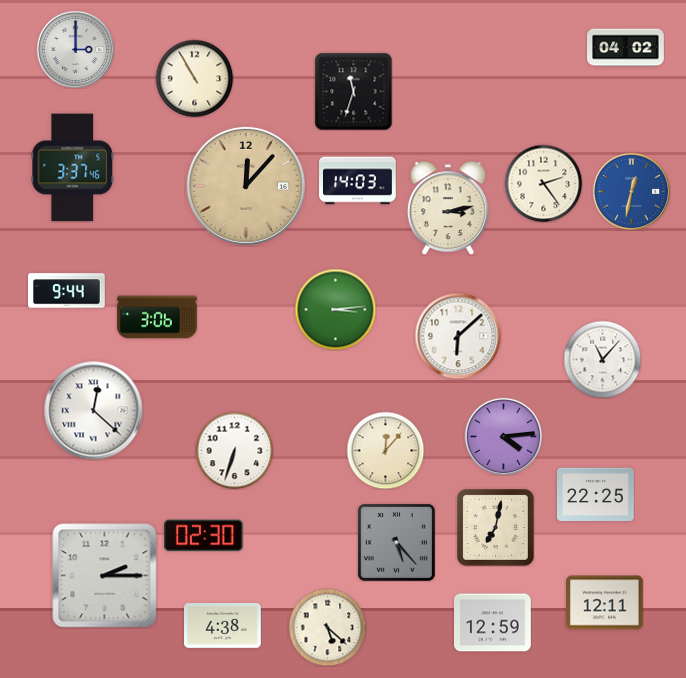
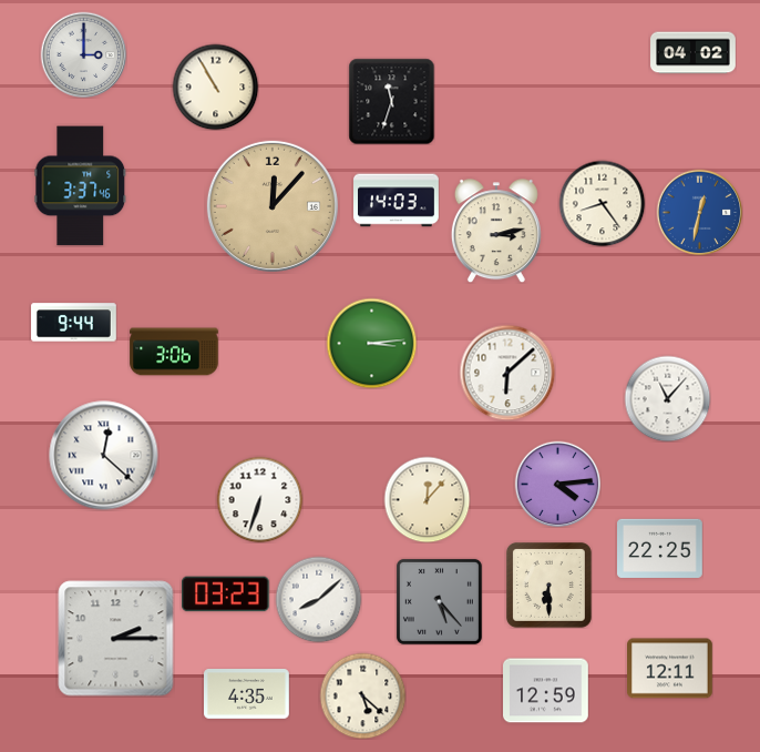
clock at (543, 183): 2:24 -> 8:24
clock at (495, 527): 7:02 -> 6:30
clock at (204, 536): 02:30 -> 03:23
clock at (318, 599): none -> 8:08
clock at (223, 626): 4:38 -> 4:35
